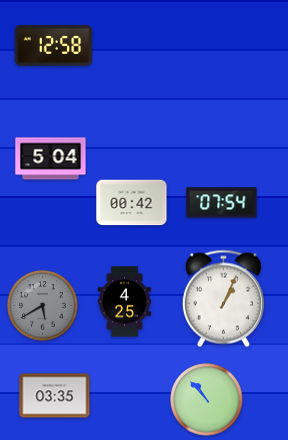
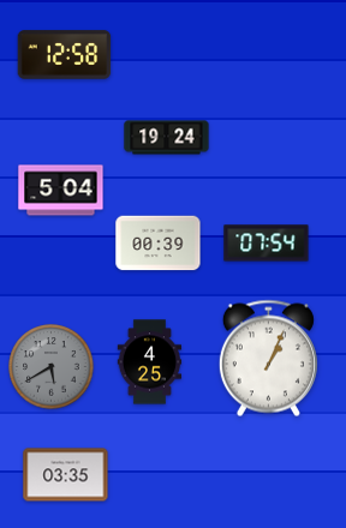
clock at (167, 138): none -> 19:24
clock at (132, 203): 00:42 -> 00:39
clock at (207, 400): 10:53 -> none
